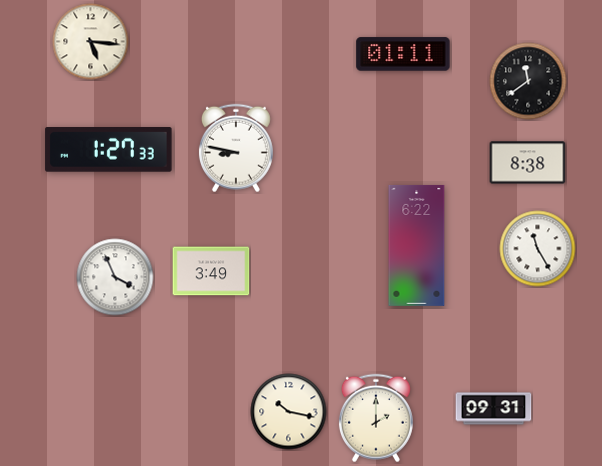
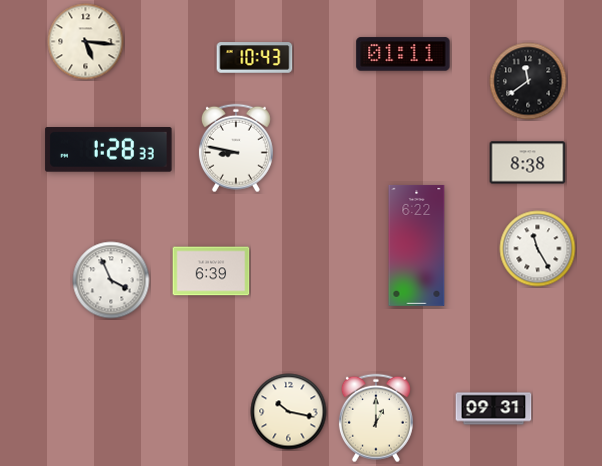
clock at (91, 42) position: (91, 42) -> (86, 42)
clock at (255, 58): none -> 10:43
clock at (109, 150): 1:27 -> 1:28
clock at (211, 271): 3:49 -> 6:39
clock at (115, 277) position: (115, 277) -> (111, 280)
clock at (376, 418): 2:00 -> 1:00
